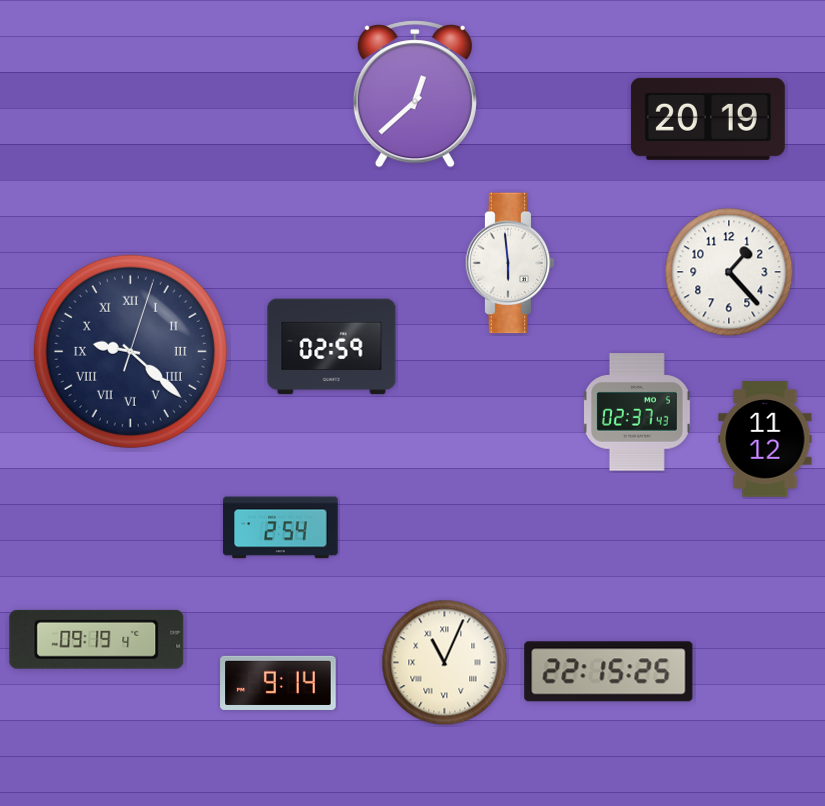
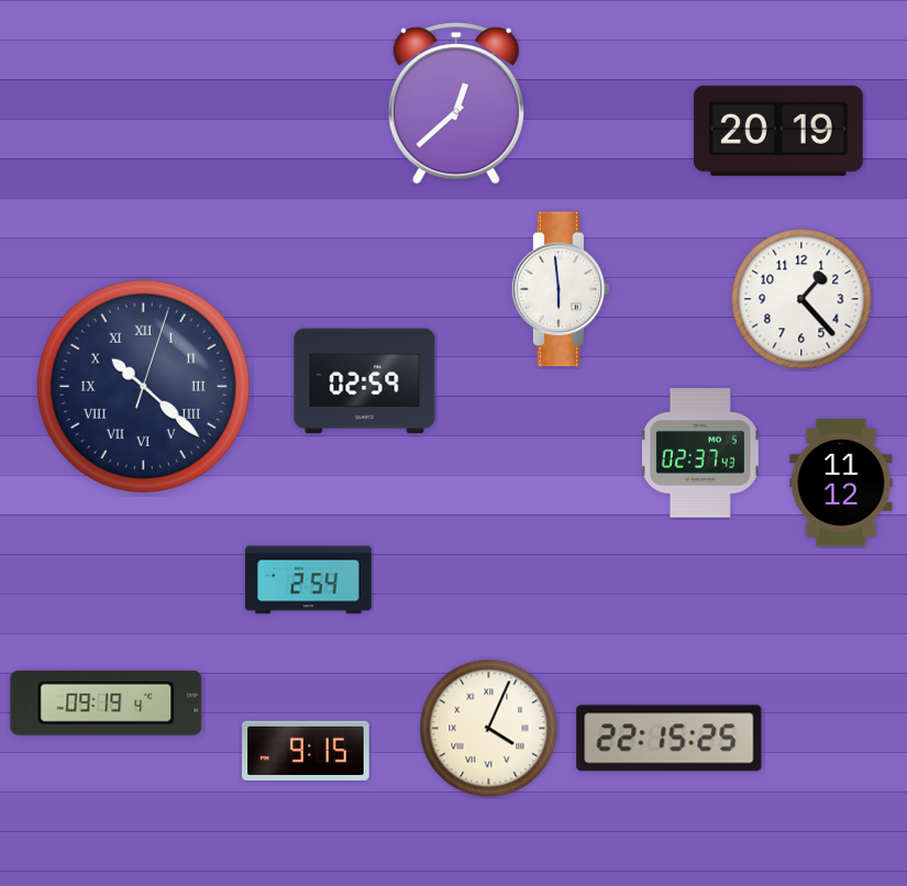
clock at (130, 351): 9:22 -> 10:22
clock at (445, 663): 11:04 -> 4:04
clock at (278, 683): 9:14 -> 9:15
